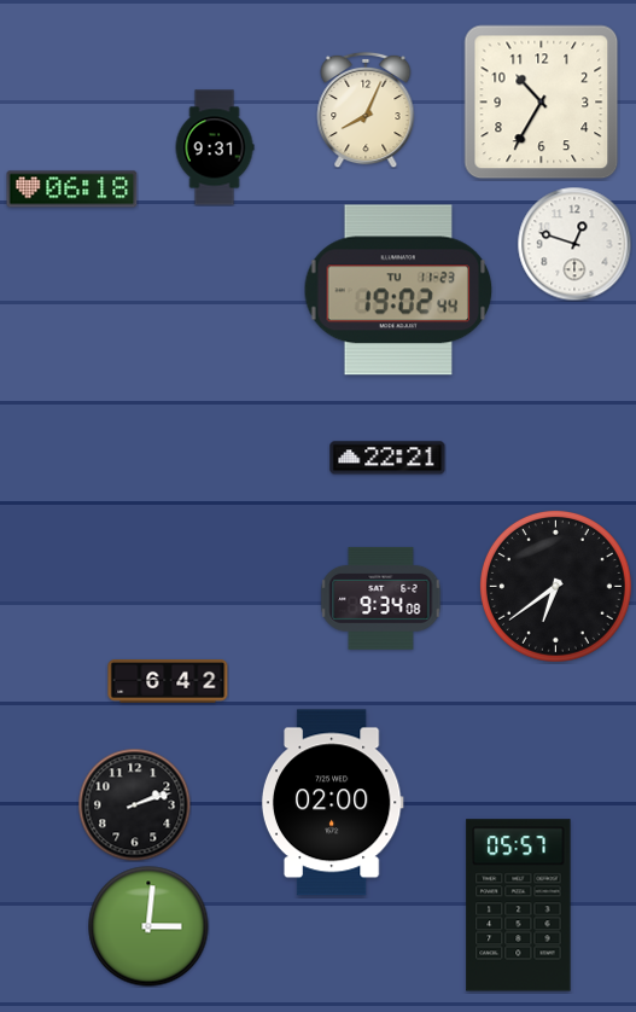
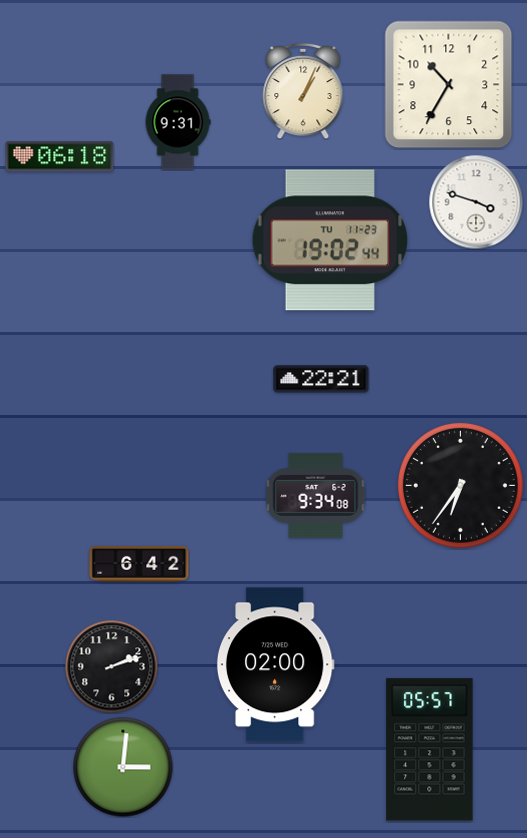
clock at (366, 110): 8:04 -> 1:04
clock at (574, 244): 12:48 -> 3:48
clock at (555, 586): 6:39 -> 6:36
